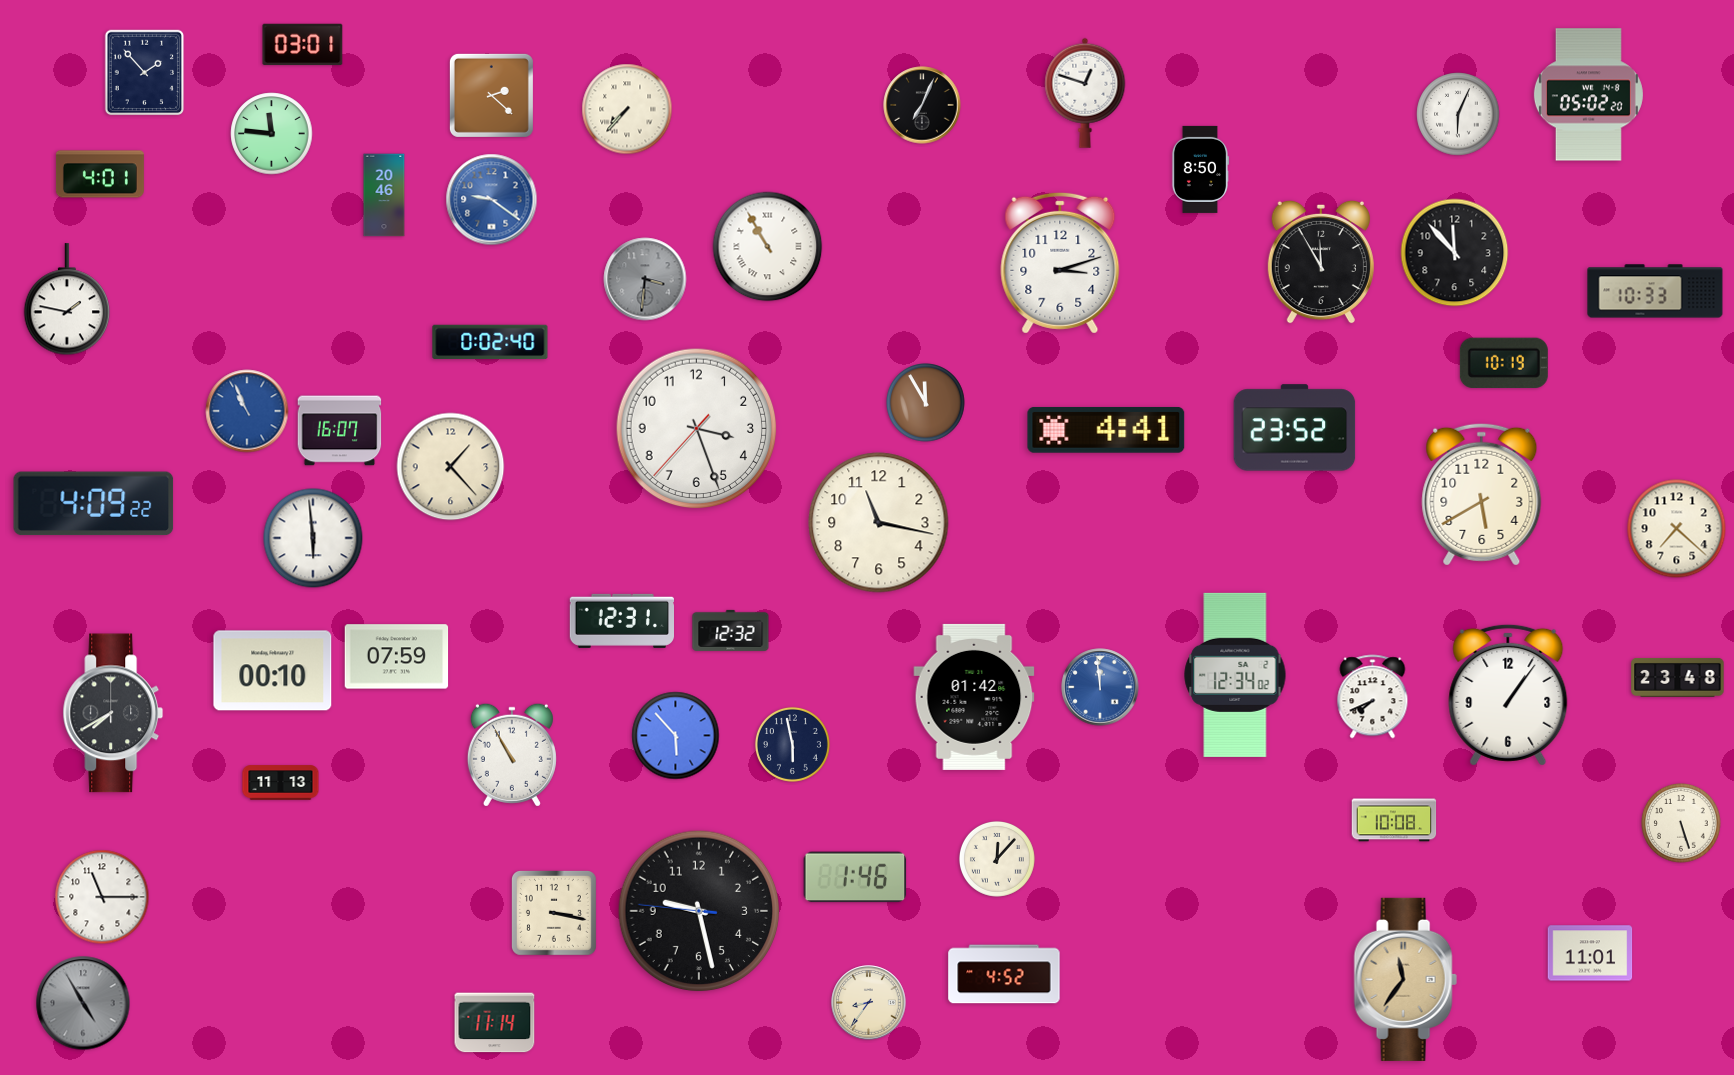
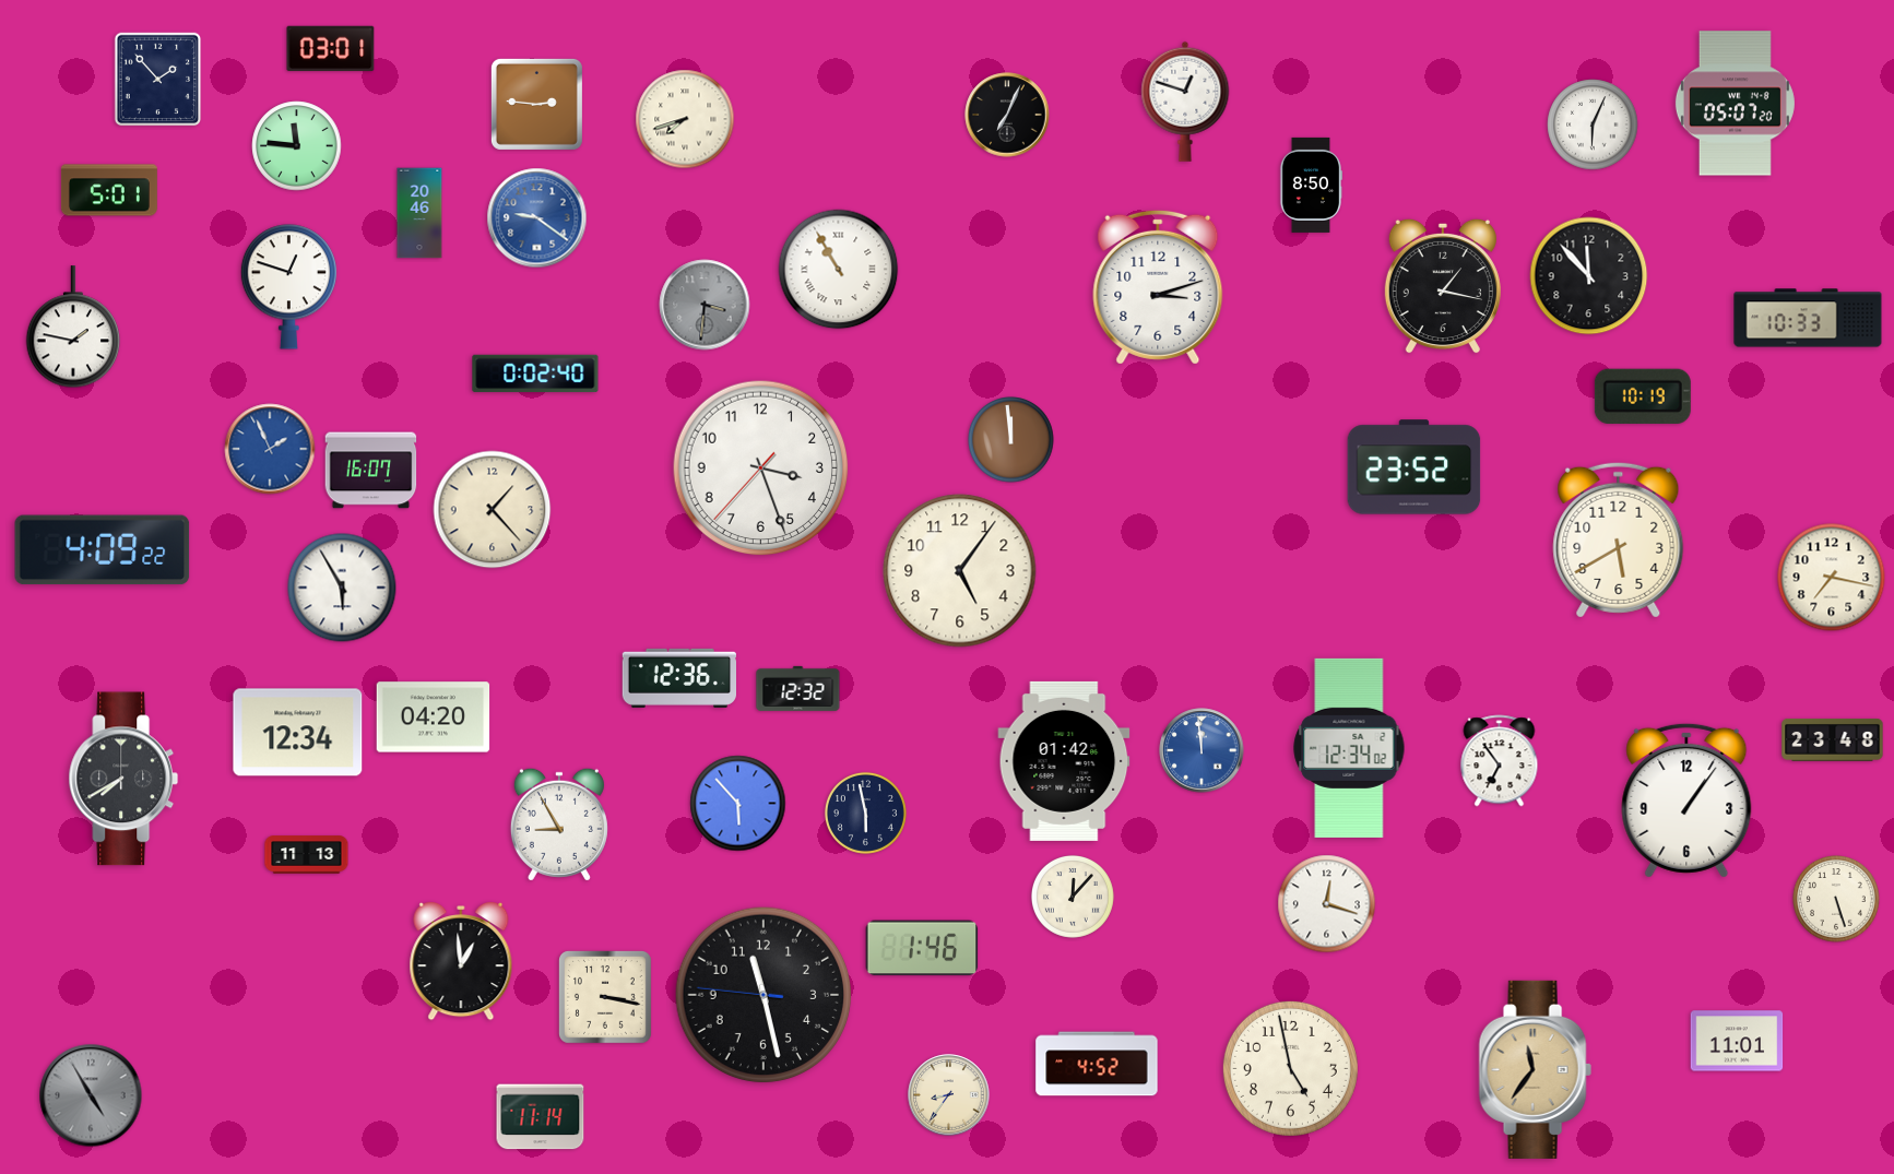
clock at (491, 95): 2:22 -> 2:46
clock at (1588, 95): 05:02 -> 05:07
clock at (627, 109): 7:37 -> 7:42
clock at (100, 174): 4:01 -> 5:01
clock at (1321, 262): 11:55 -> 1:17
clock at (288, 287): none -> 12:48
clock at (926, 403): 11:55 -> 11:59
clock at (247, 411): 10:56 -> 1:56
clock at (1106, 430): 4:41 -> none
clock at (879, 523): 11:17 -> 5:06
clock at (1677, 529): 7:22 -> 7:17
clock at (313, 538): 5:59 -> 5:55
clock at (621, 621): 12:31 -> 12:36
clock at (397, 657): 07:59 -> 04:20
clock at (273, 671): 00:10 -> 12:34
clock at (1235, 675) position: (1235, 675) -> (1349, 748)
clock at (1508, 695) position: (1508, 695) -> (1686, 801)
clock at (1373, 697): 7:41 -> 6:54
clock at (512, 755): 10:55 -> 8:55
clock at (1394, 820): 10:08 -> none
clock at (1327, 904): none -> 12:18
clock at (997, 859) position: (997, 859) -> (1073, 897)
clock at (855, 877) position: (855, 877) -> (922, 948)
clock at (461, 962): none -> 12:59
clock at (102, 897): 11:15 -> none
clock at (699, 911): 9:27 -> 11:27
clock at (1290, 1068): none -> 4:58
